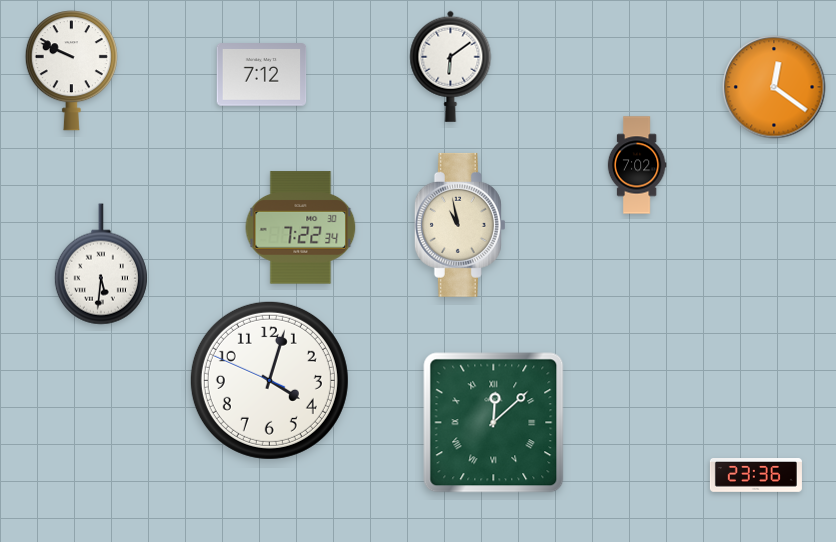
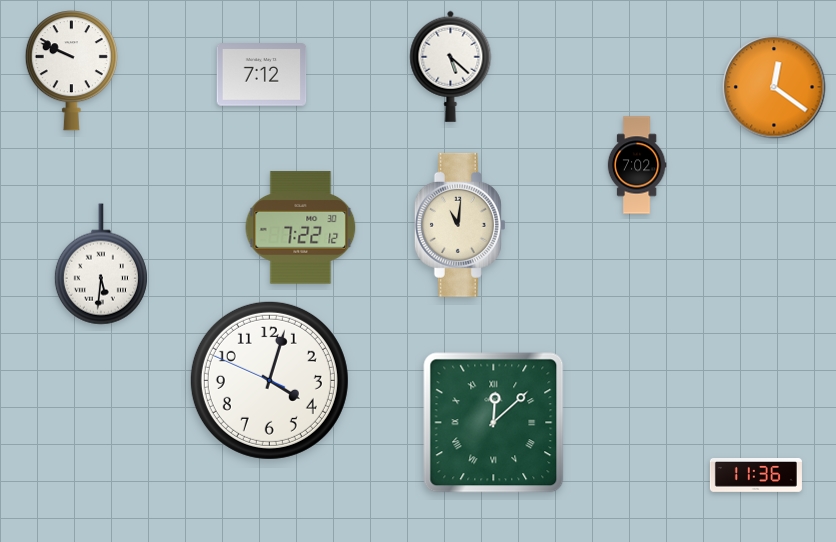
clock at (451, 66): 6:09 -> 5:22
clock at (460, 225): 10:58 -> 11:01
clock at (301, 228): 7:22:34 -> 7:22:12
clock at (756, 476): 23:36 -> 11:36
